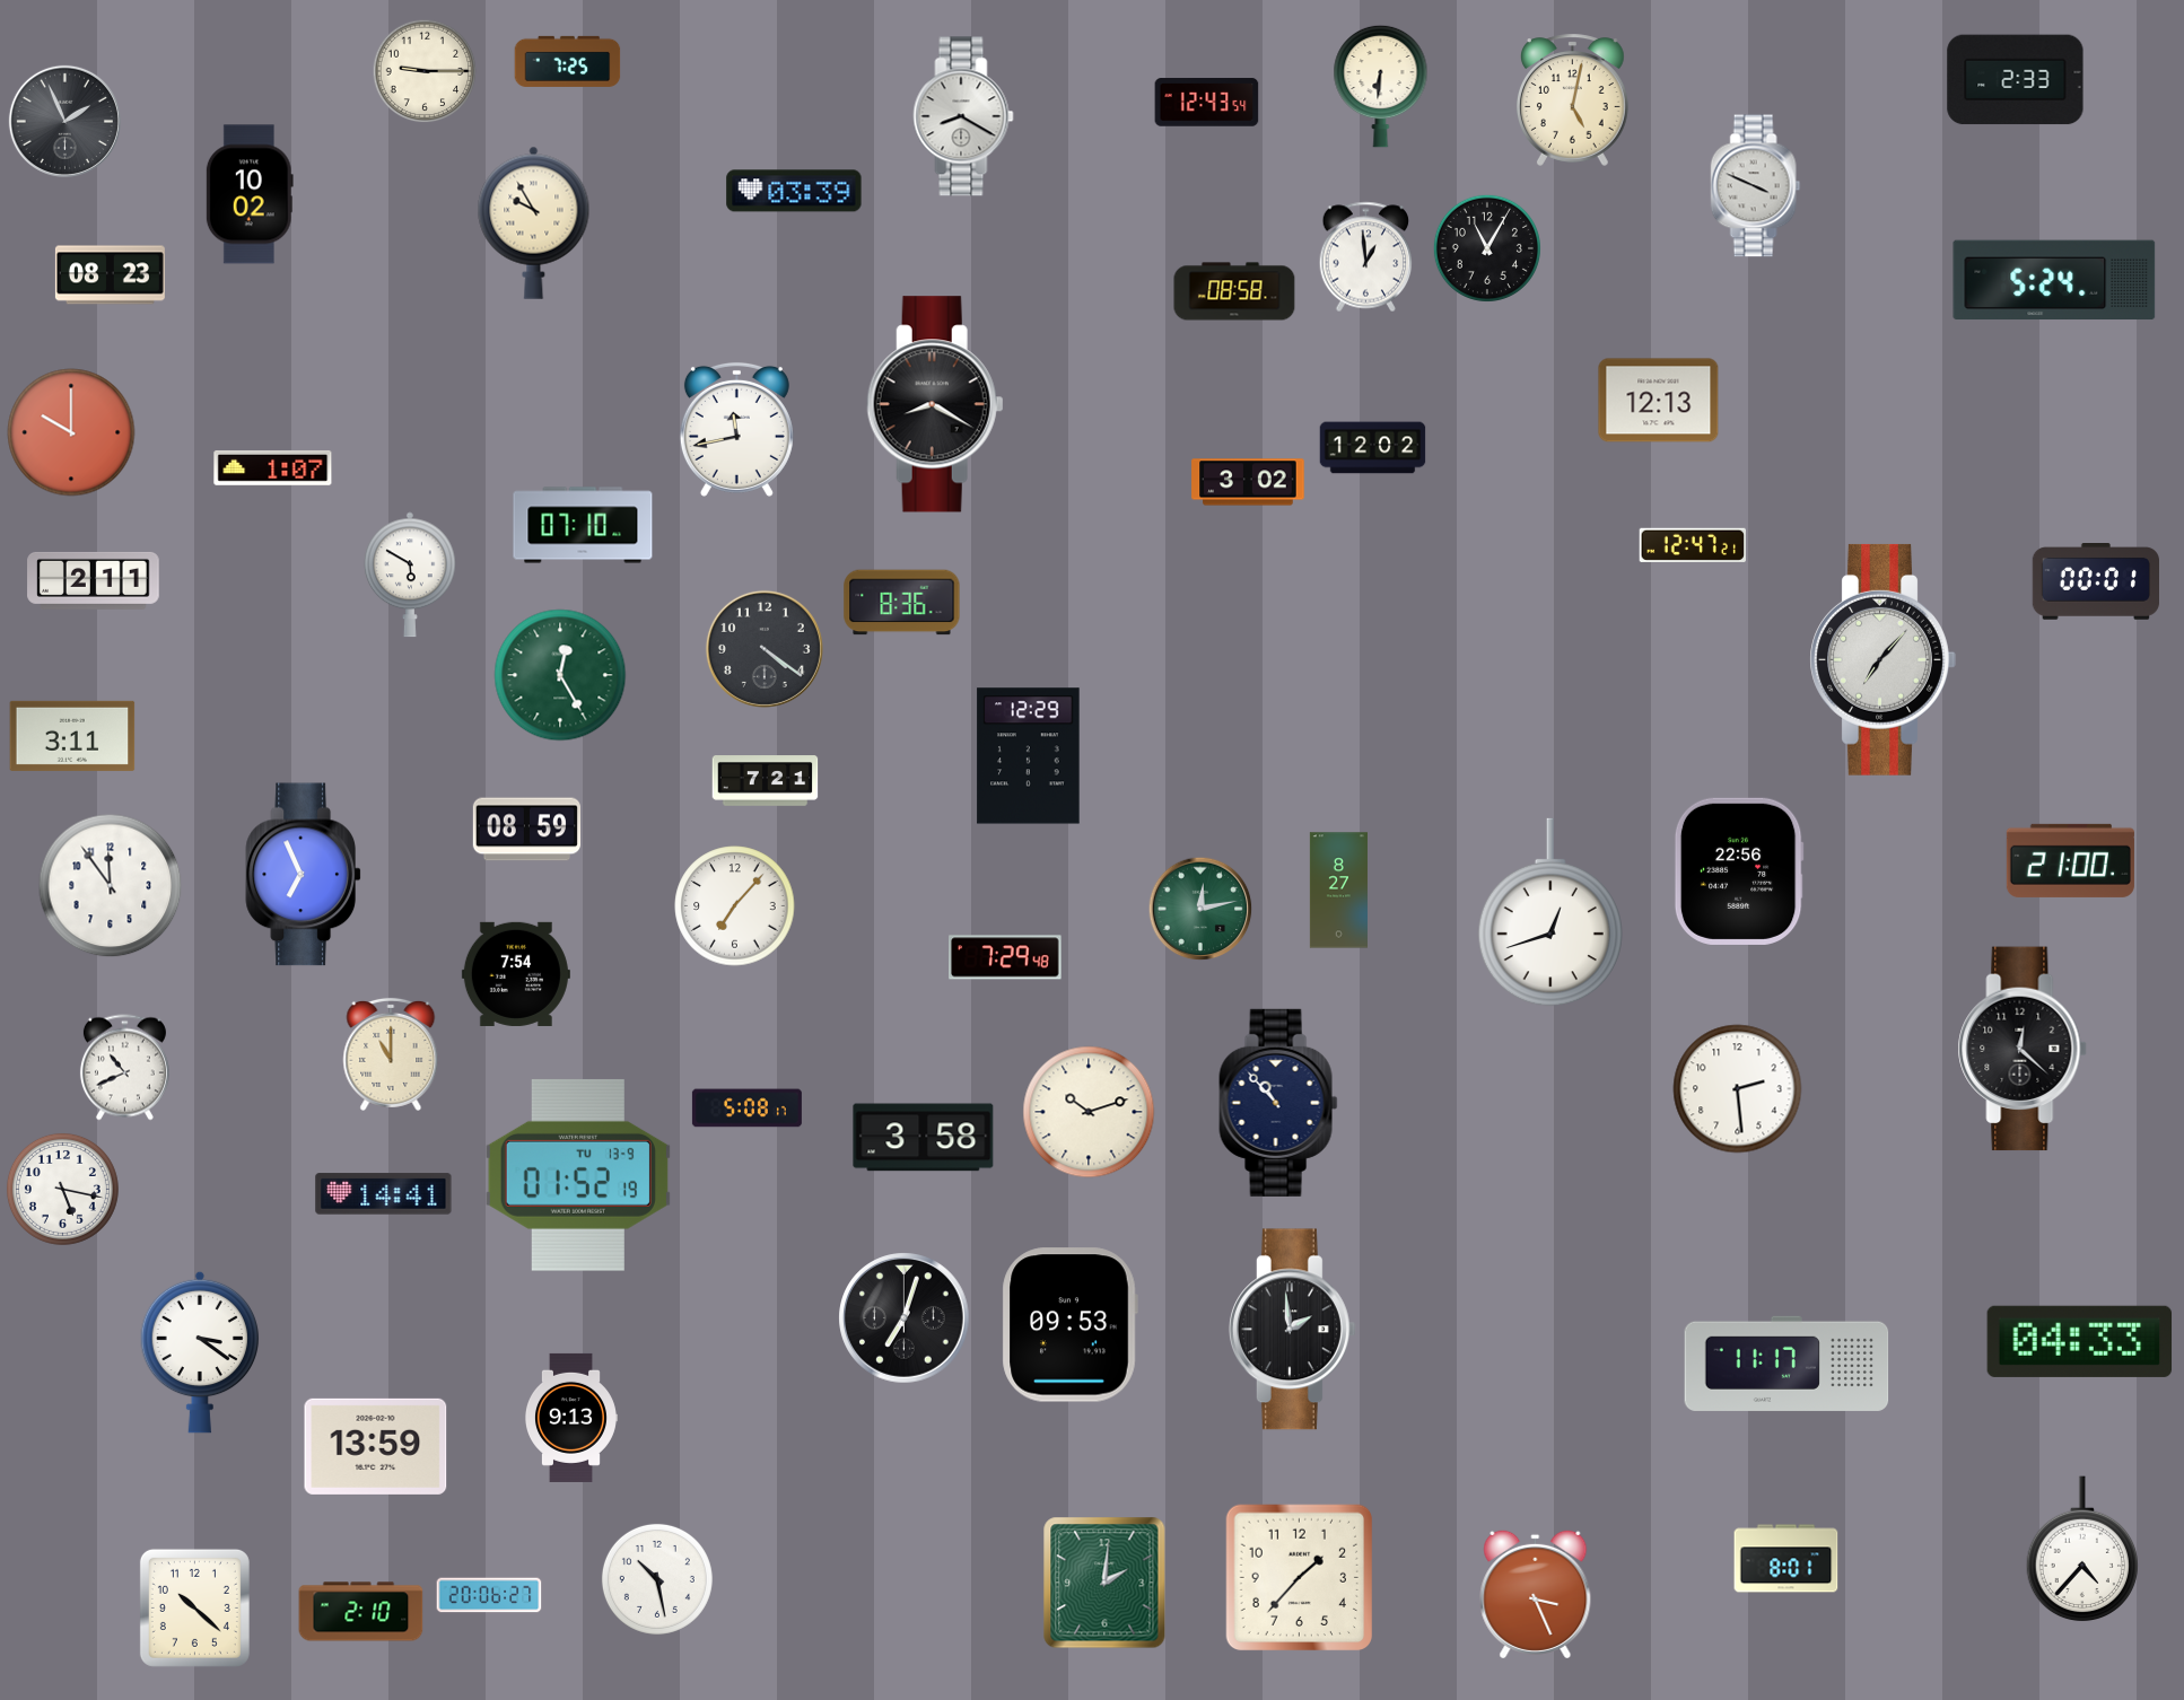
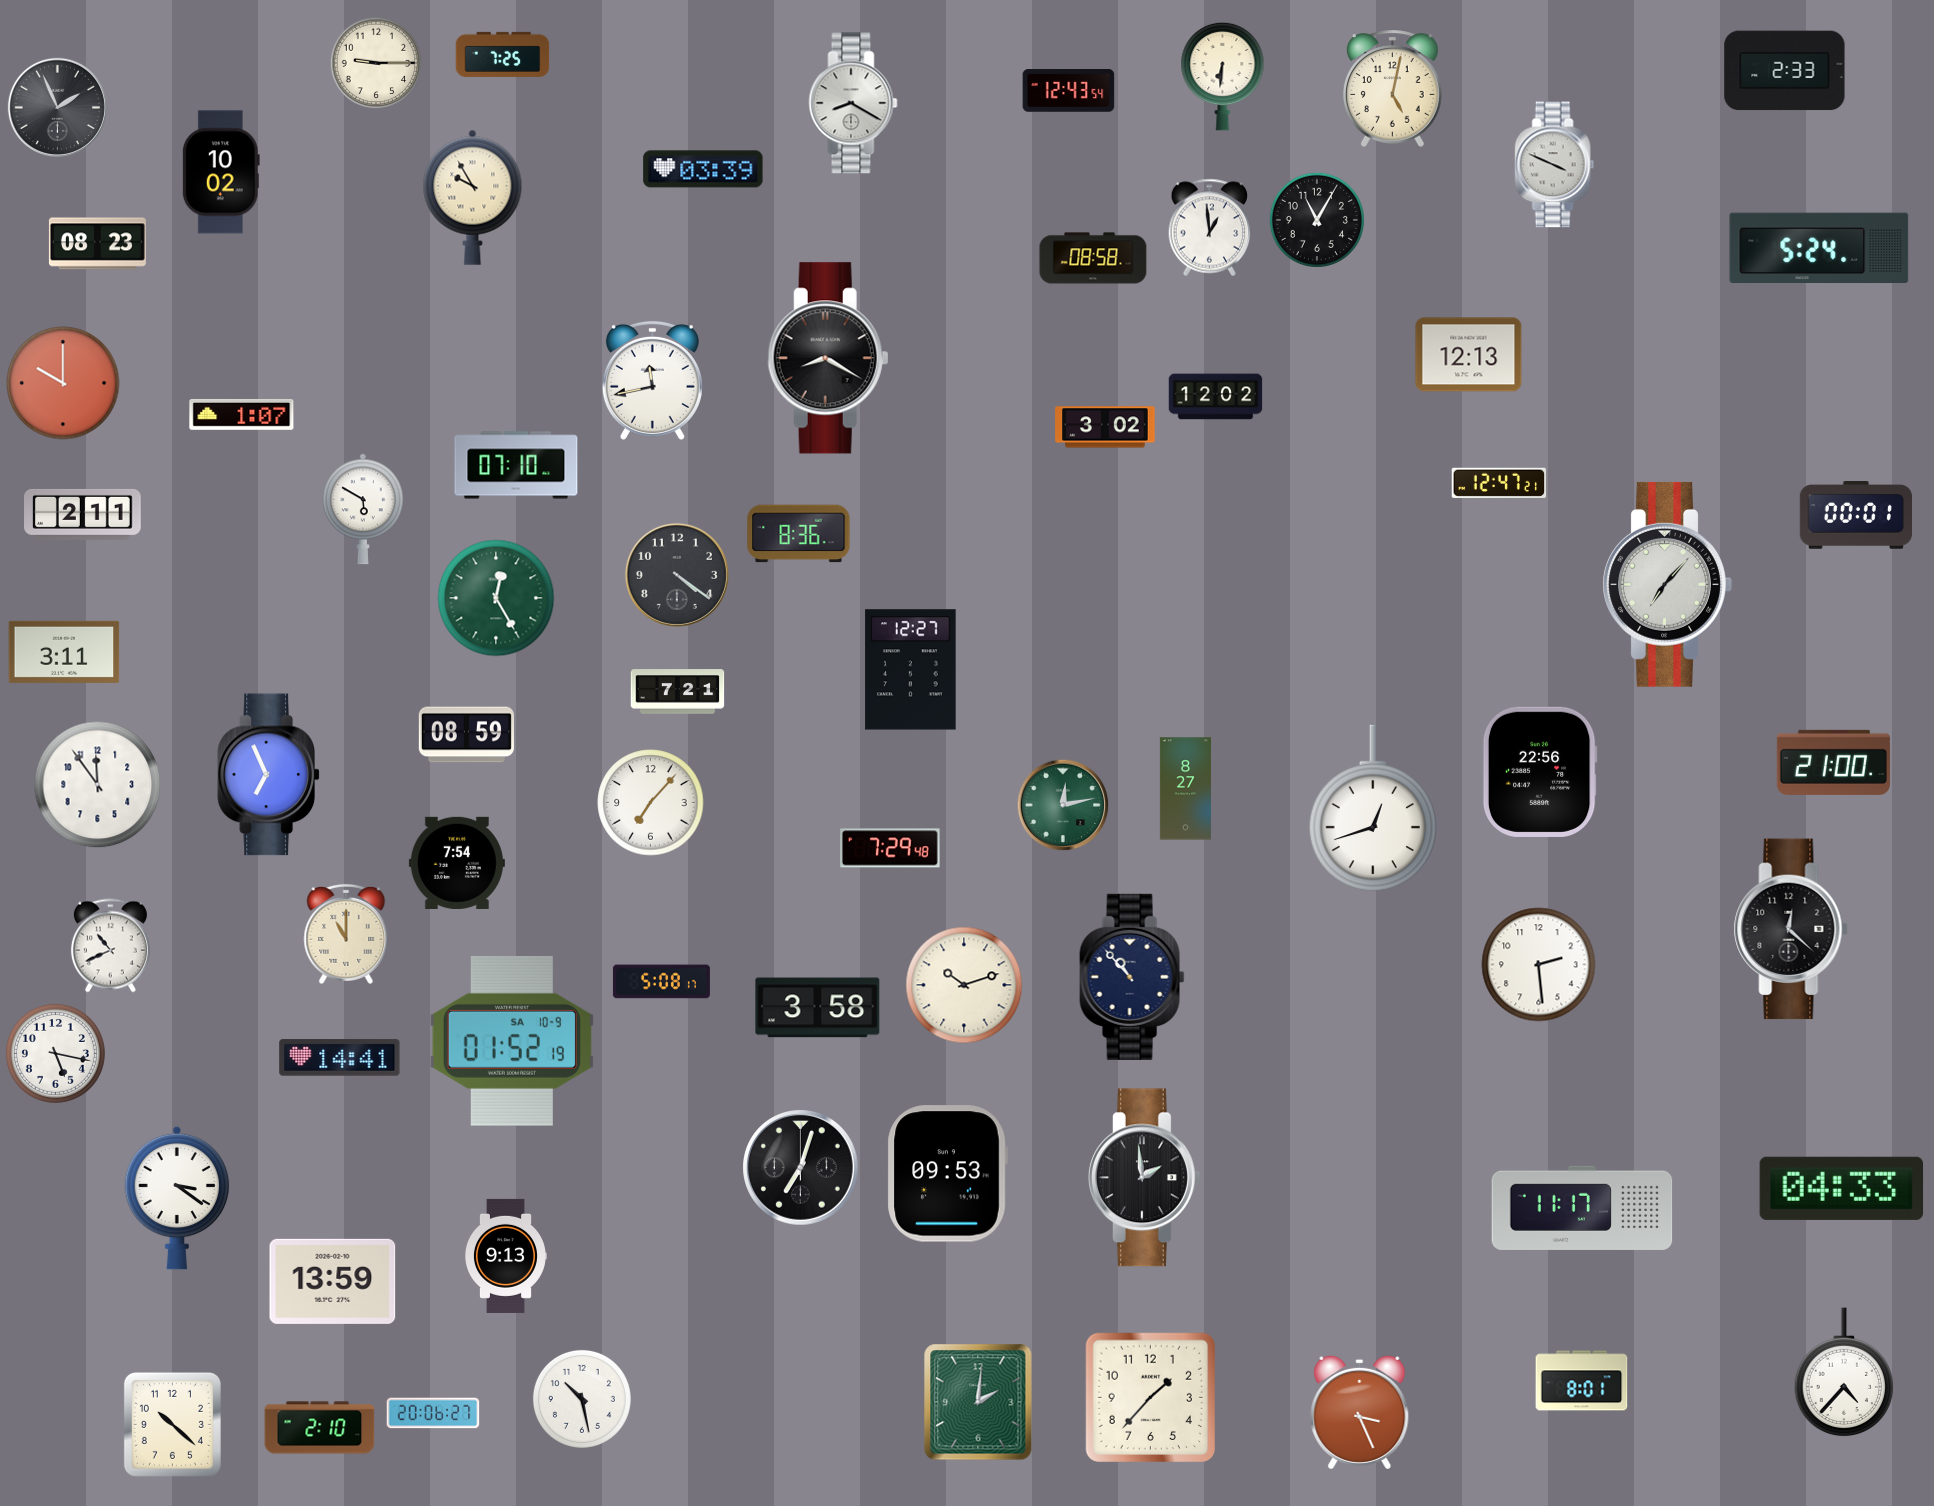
clock at (1029, 756): 12:29 -> 12:27
clock at (578, 1175) date: TU 13-9 -> SA 10-9
